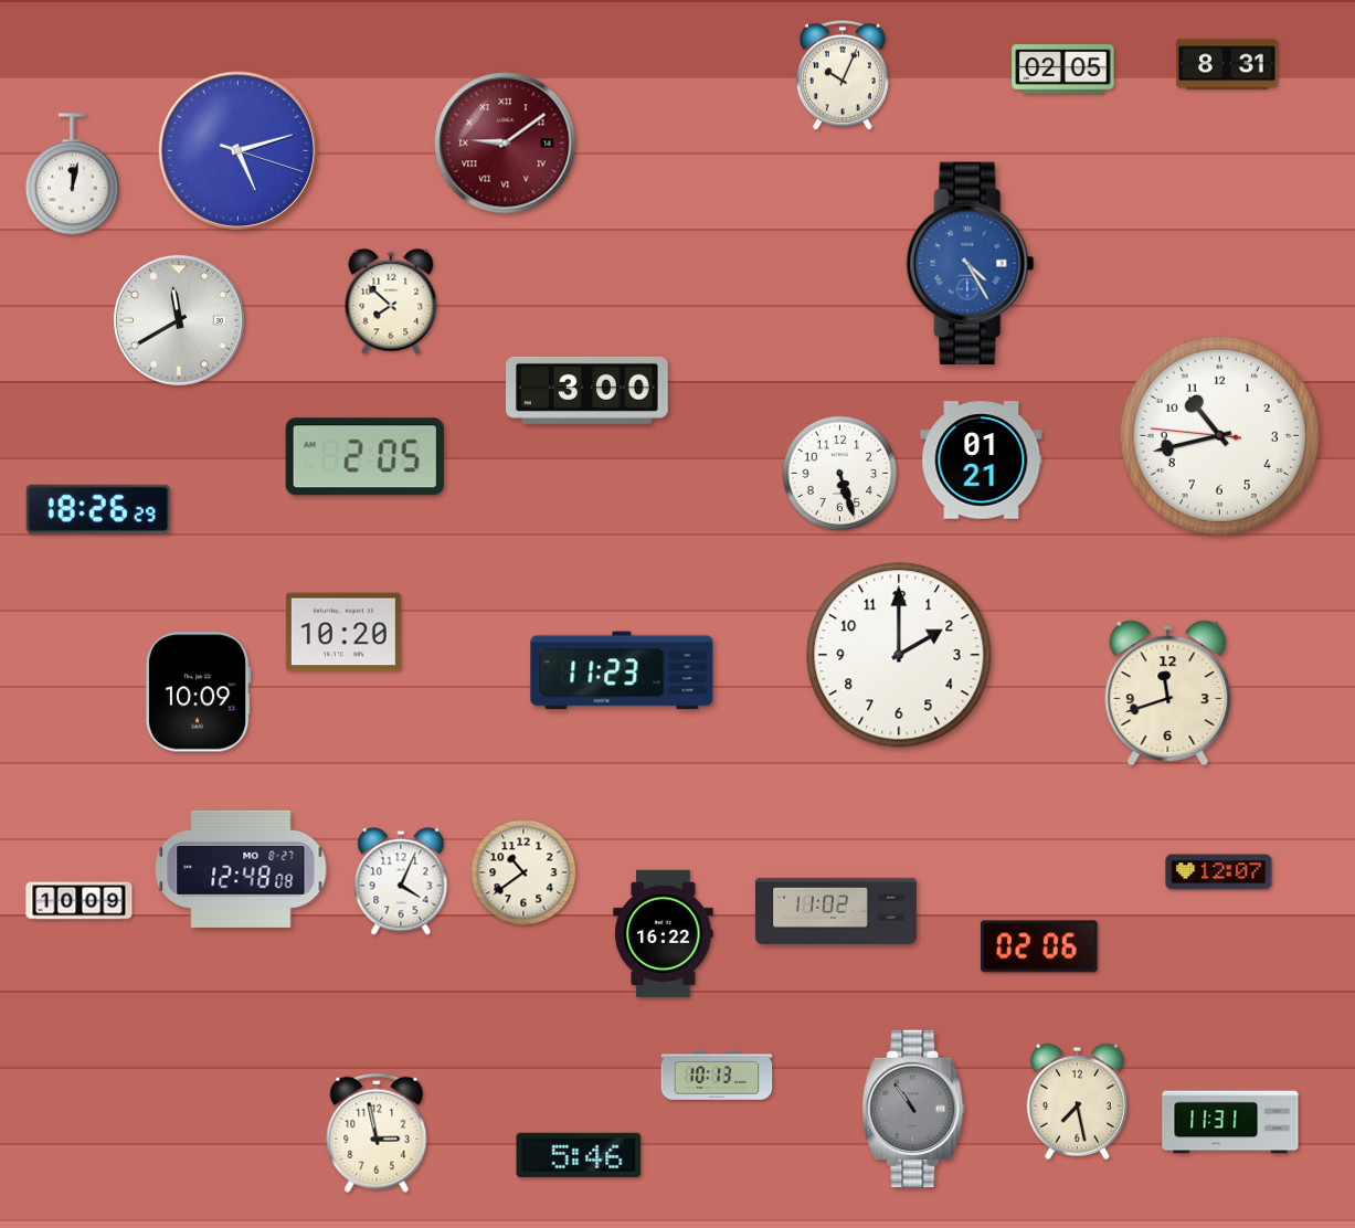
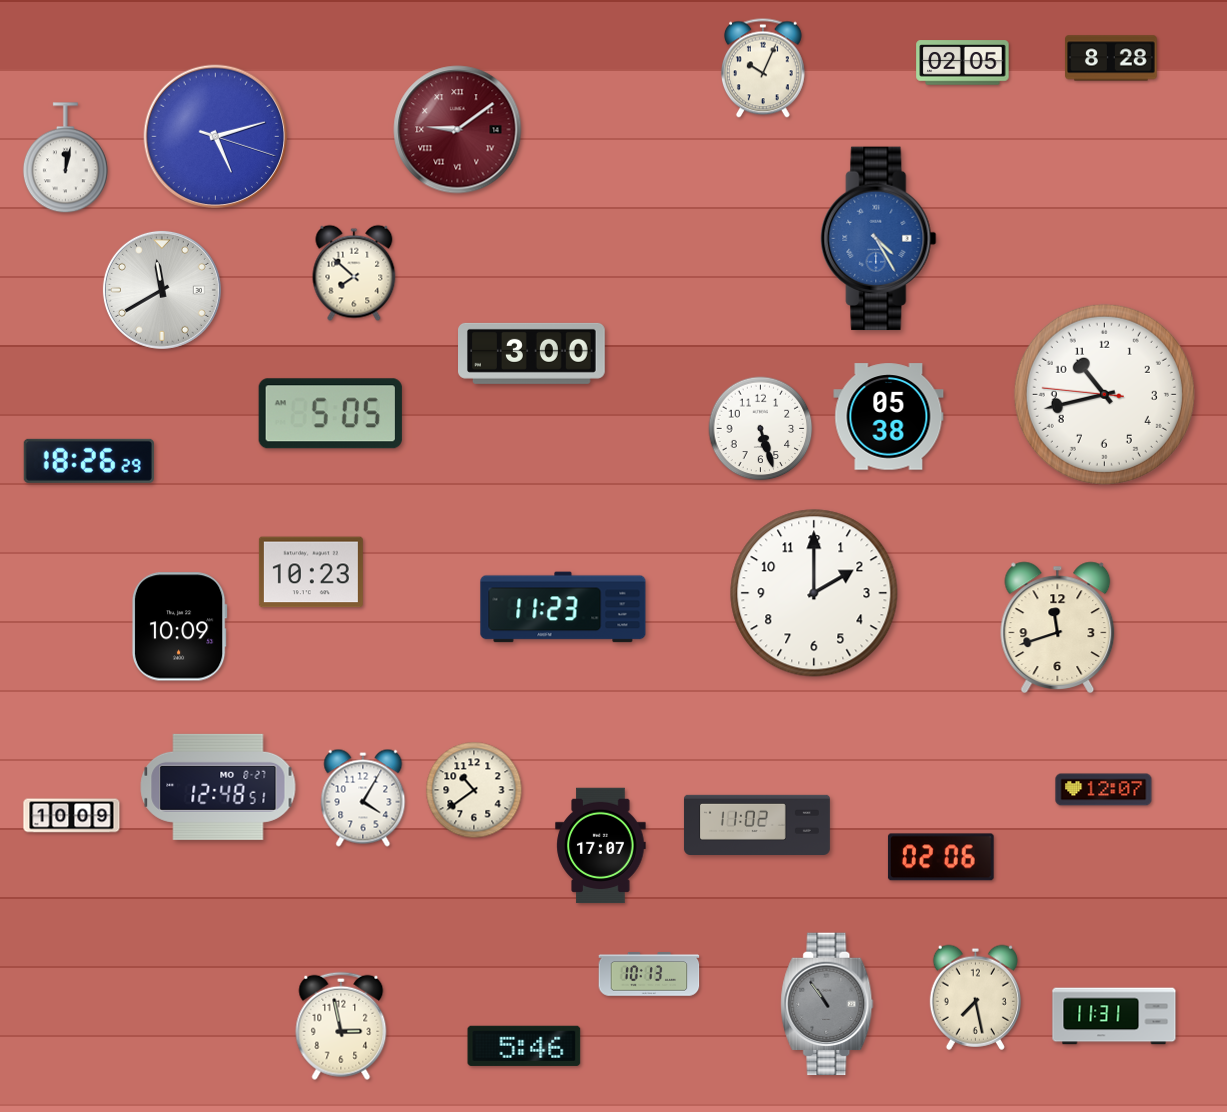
clock at (1227, 64): 8:31 -> 8:28
clock at (364, 457): 2:05 -> 5:05
clock at (982, 460): 01:21 -> 05:38
clock at (343, 632): 10:20 -> 10:23
clock at (241, 869): 12:48:08 -> 12:48:51
clock at (401, 881): 4:04 -> 4:05
clock at (664, 934): 16:22 -> 17:07
